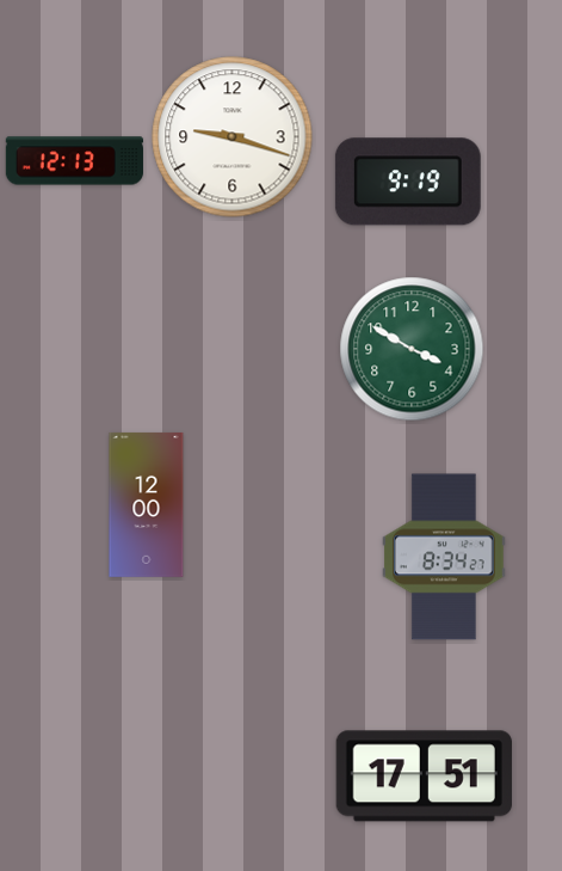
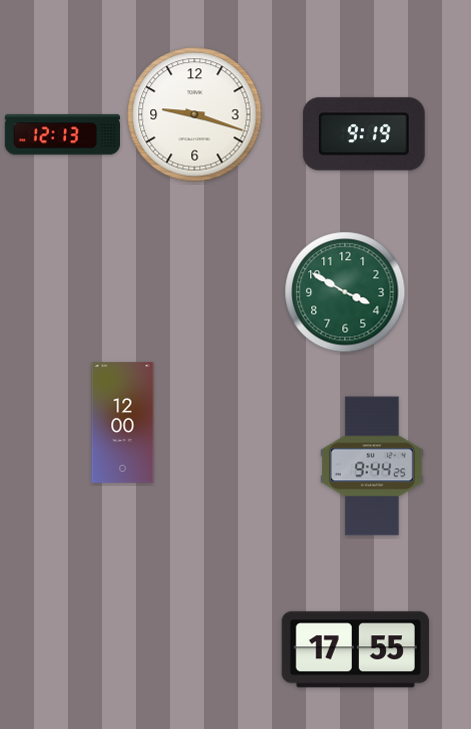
clock at (408, 182) position: (408, 182) -> (364, 134)
clock at (445, 557): 8:34 -> 9:44
clock at (424, 777): 17:51 -> 17:55
